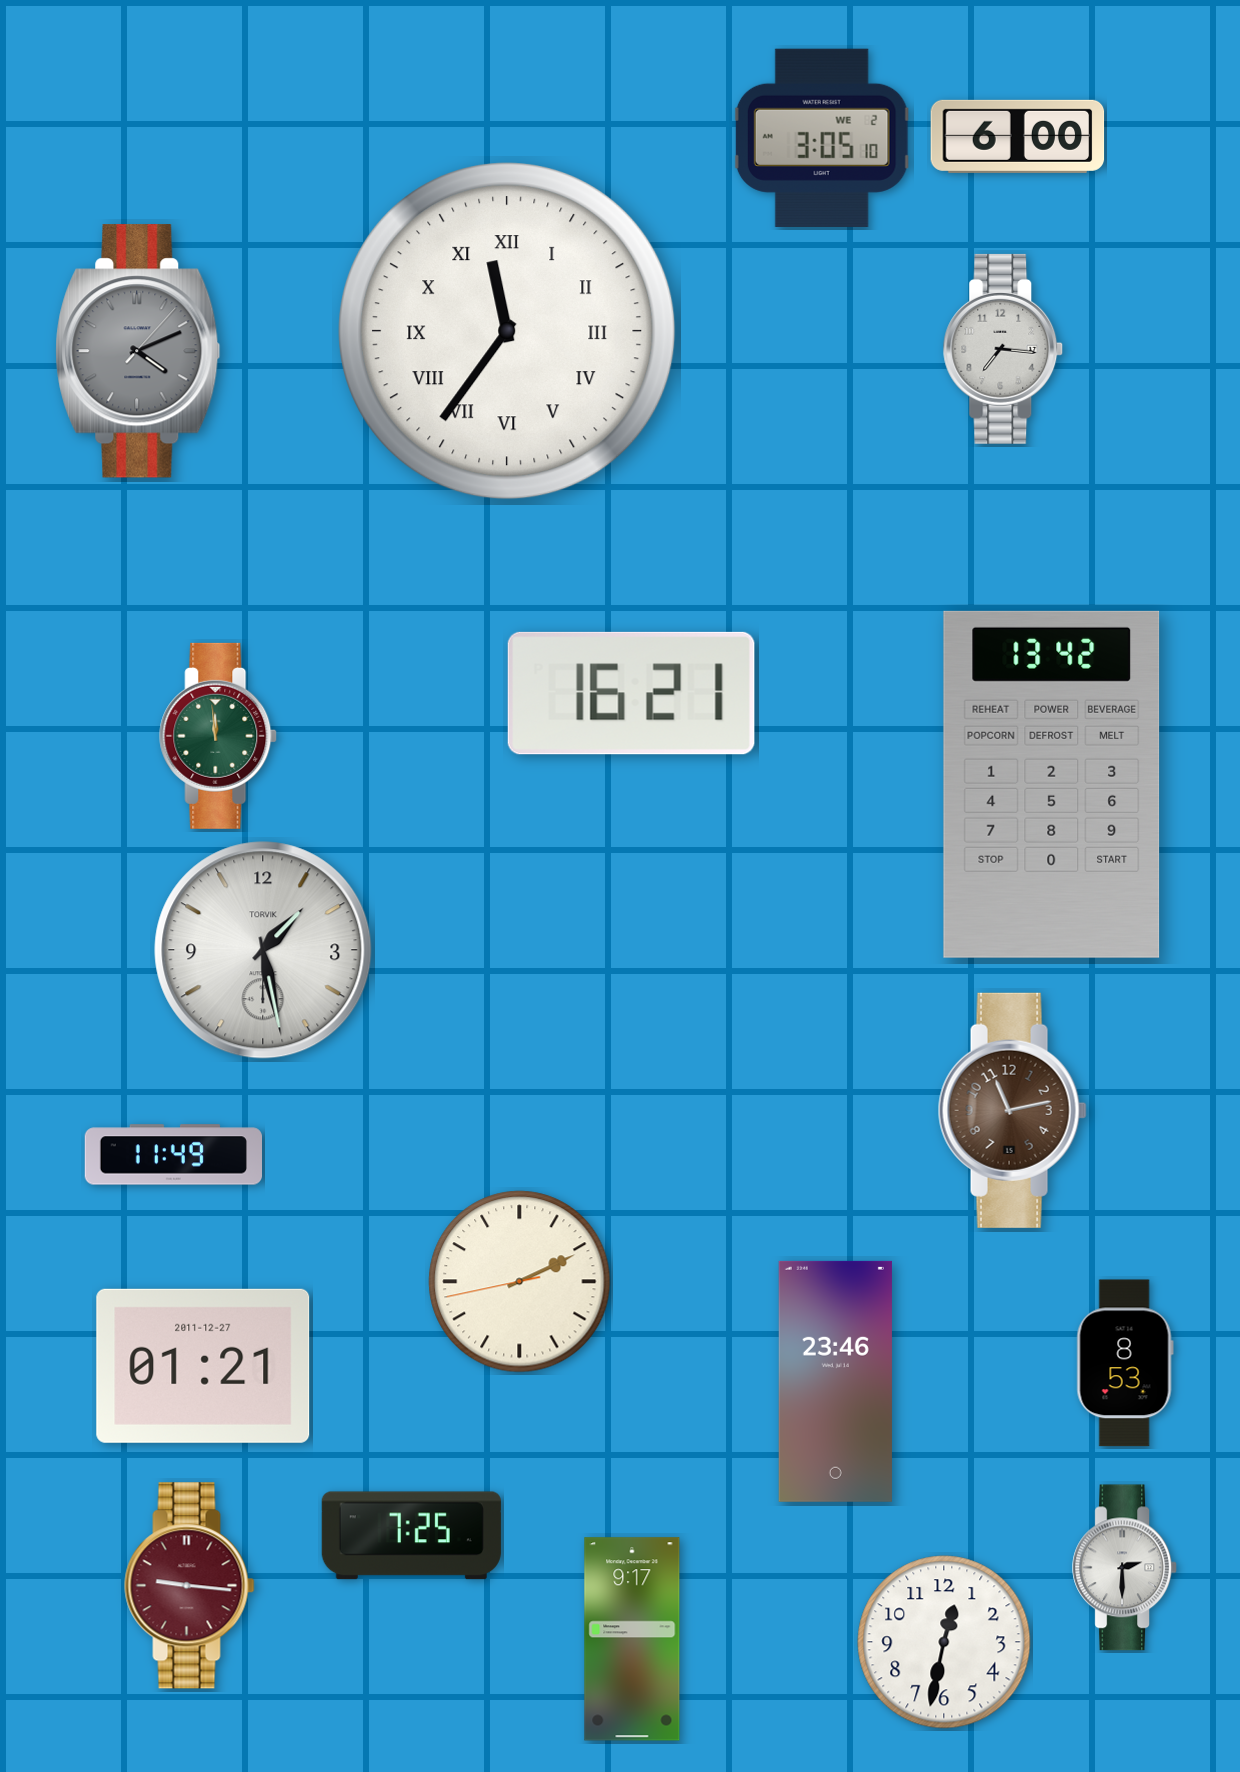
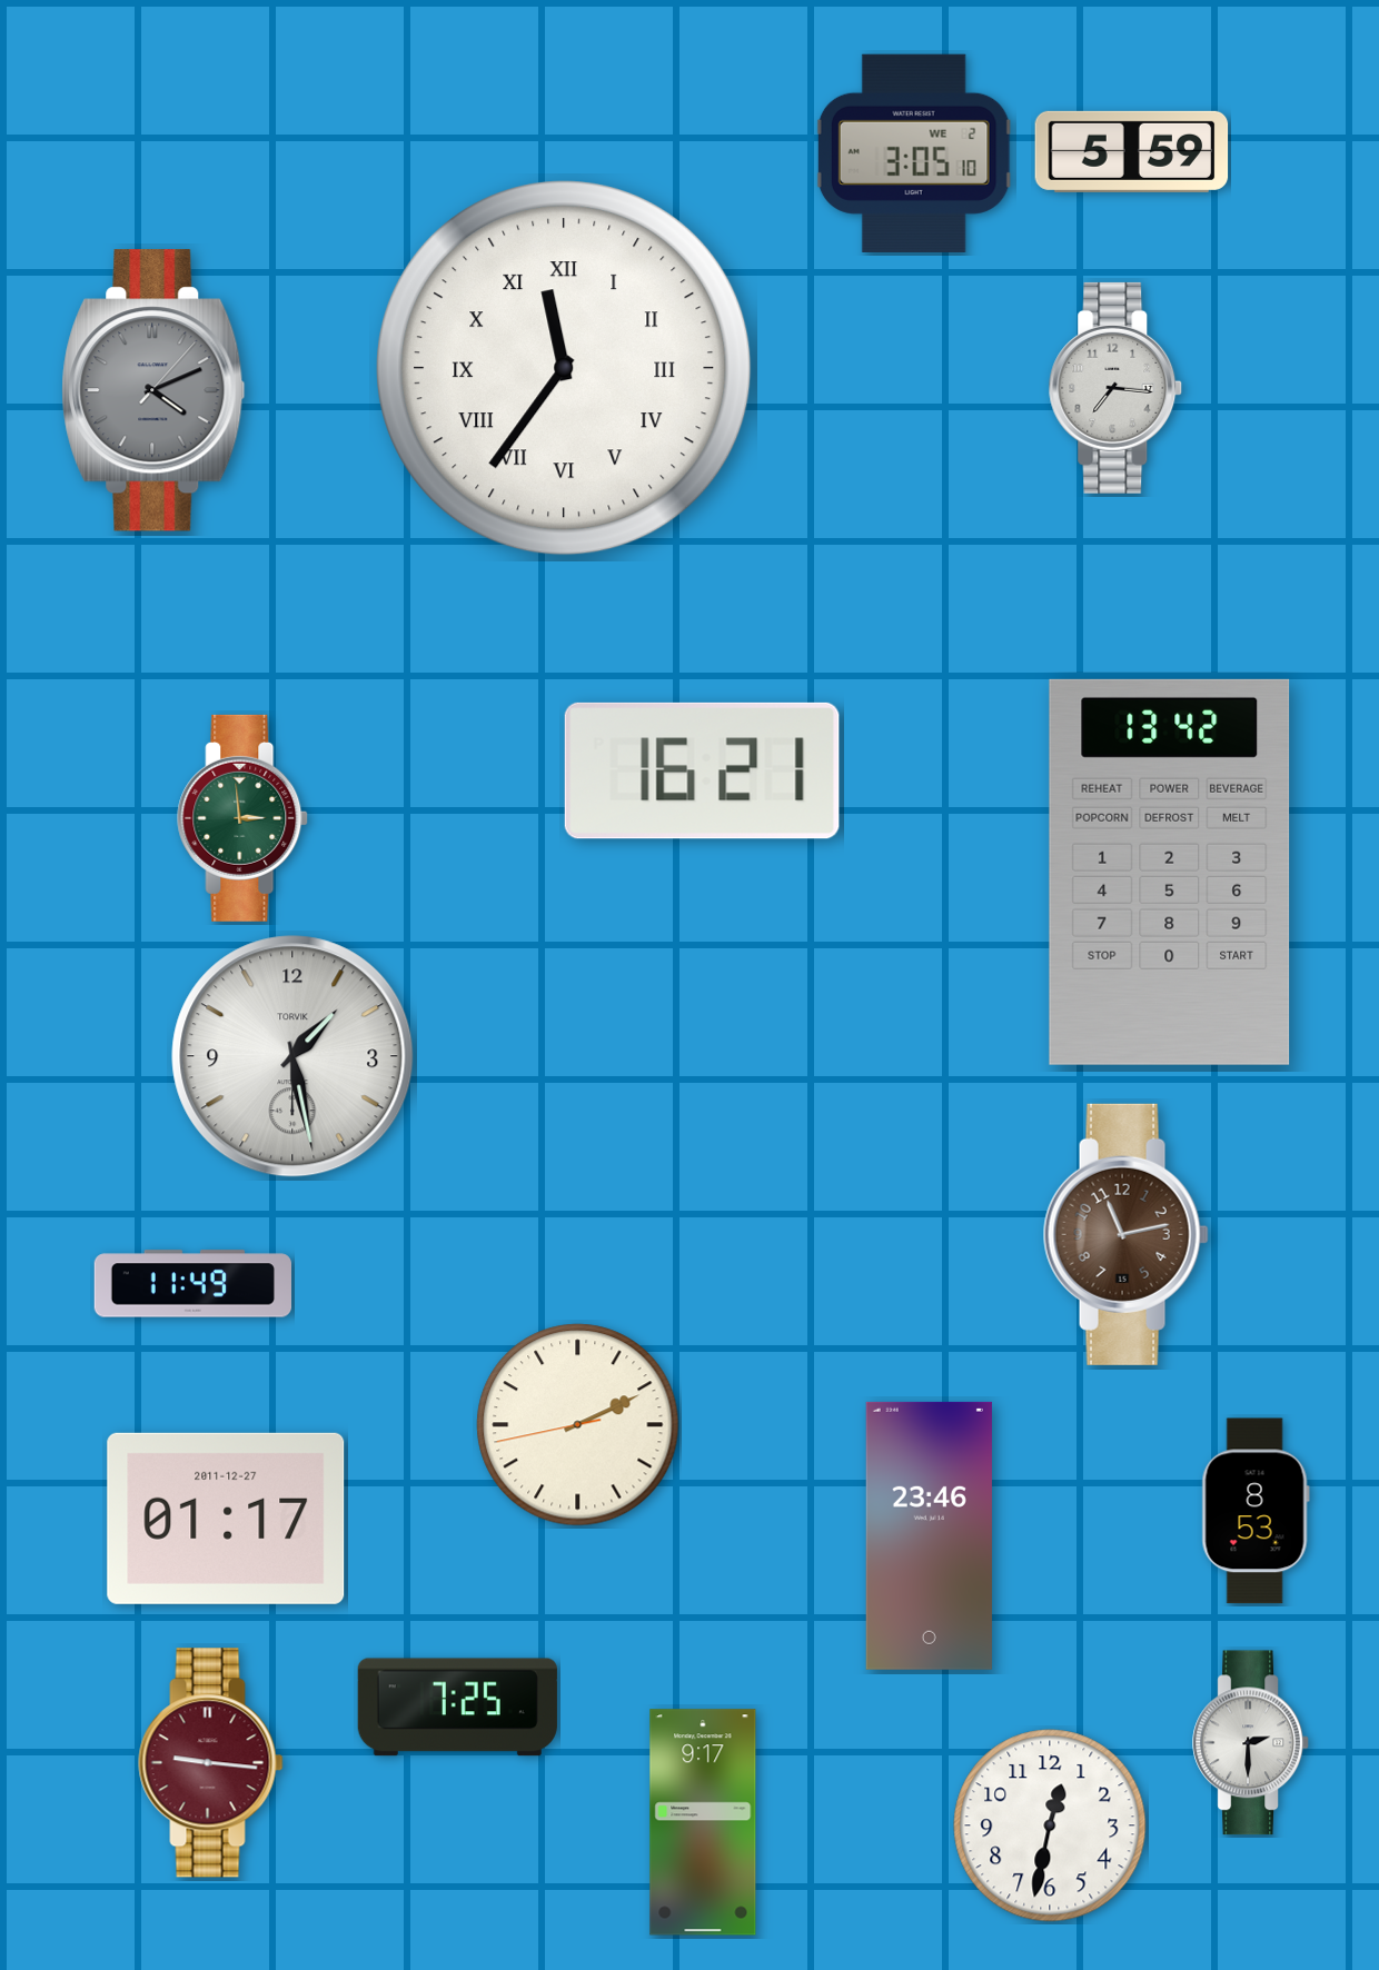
clock at (1018, 136): 6:00 -> 5:59
clock at (219, 736): 11:59 -> 2:59
clock at (1125, 1363) position: (1125, 1363) -> (1256, 1511)
clock at (203, 1366): 01:21 -> 01:17
